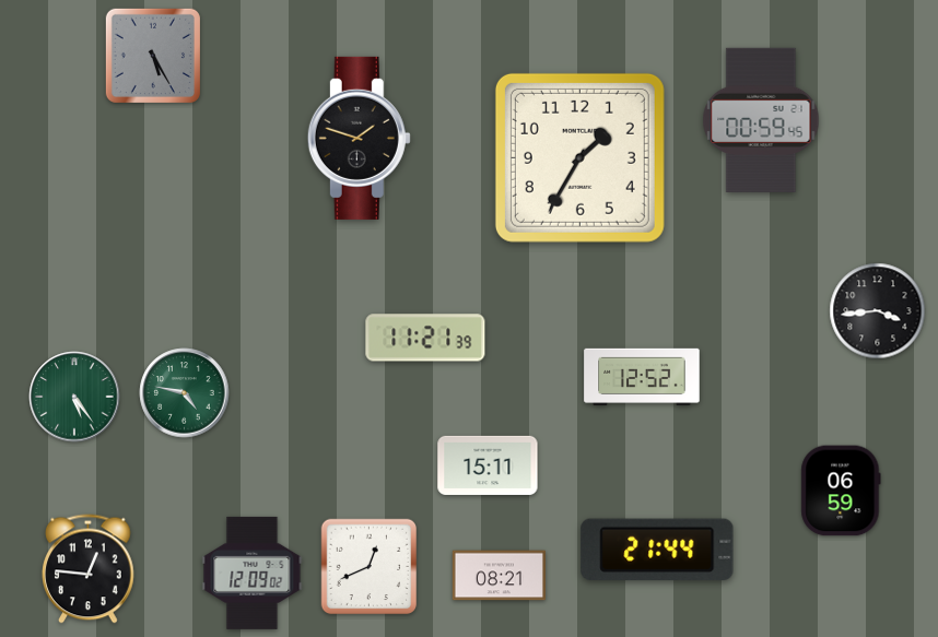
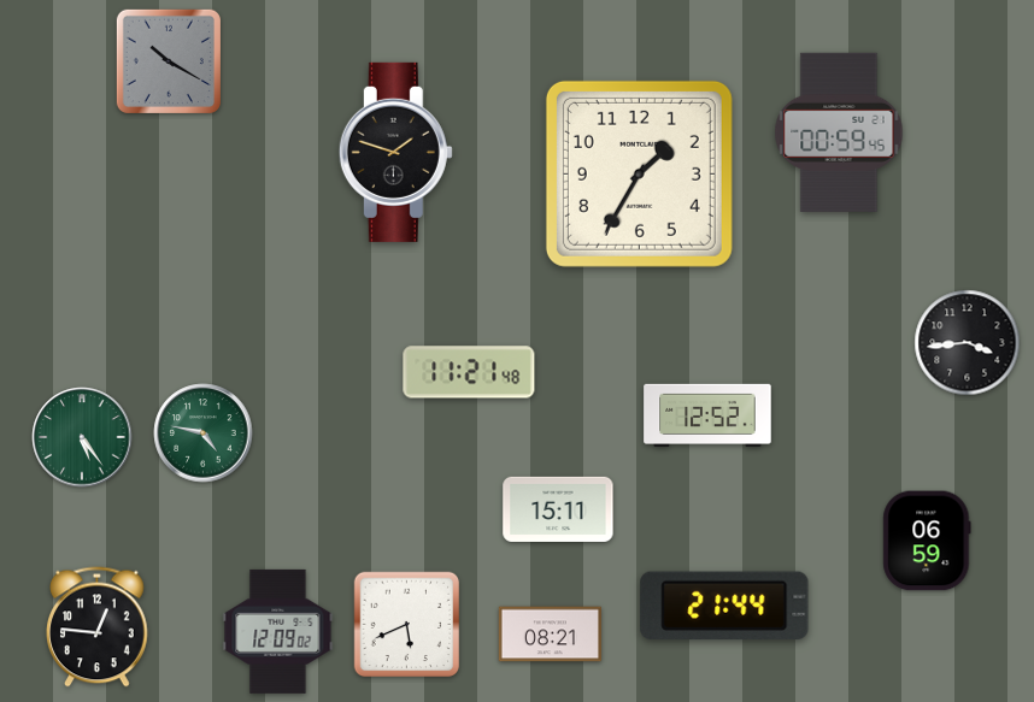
clock at (153, 56): 5:25 -> 10:20
clock at (425, 338): 11:21:39 -> 11:21:48
clock at (488, 465) position: (488, 465) -> (558, 509)
clock at (370, 567): 12:41 -> 5:41
